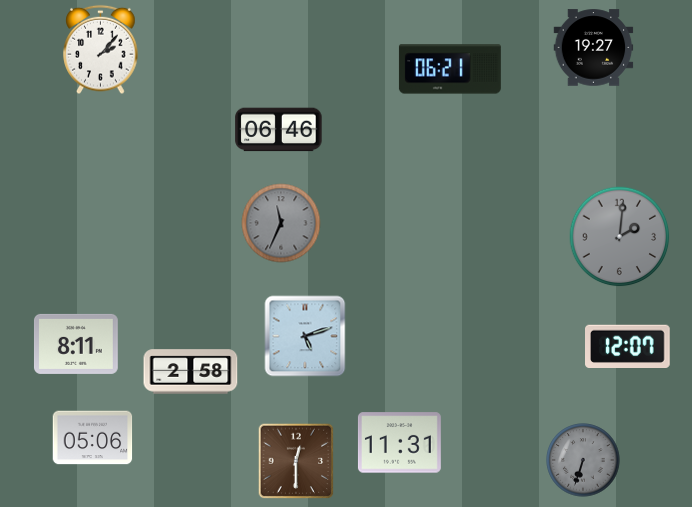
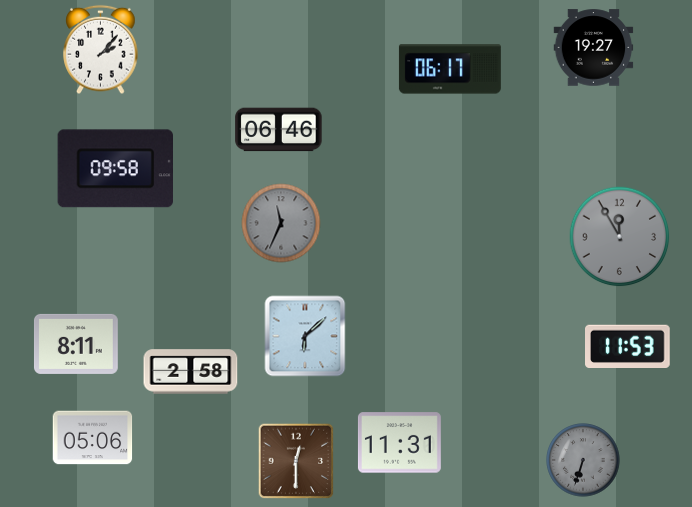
clock at (450, 69): 06:21 -> 06:17
clock at (115, 169): none -> 09:58
clock at (620, 237): 2:01 -> 11:55
clock at (305, 336): 5:12 -> 6:08
clock at (628, 347): 12:07 -> 11:53
